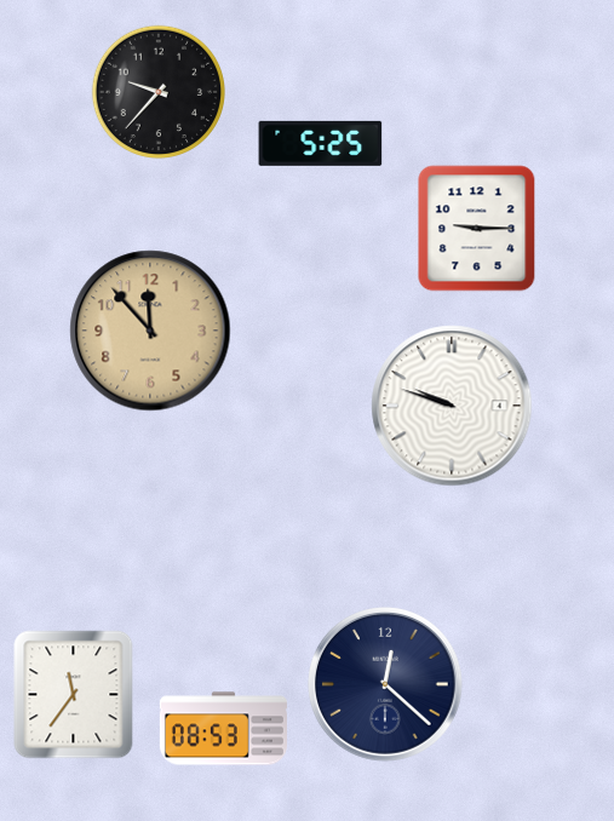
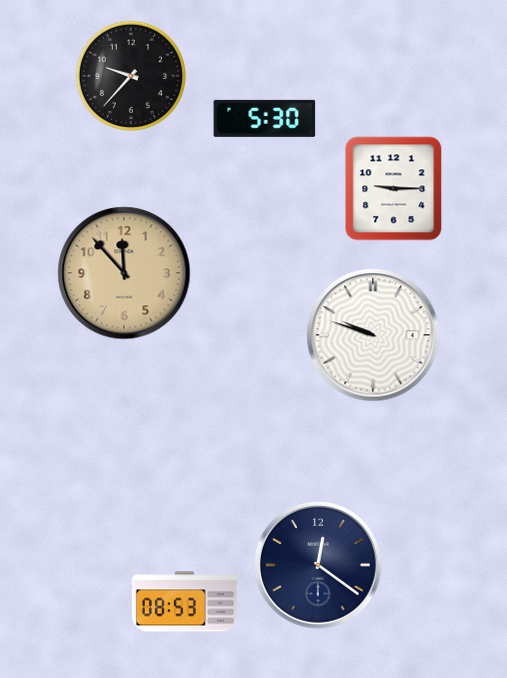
clock at (321, 143): 5:25 -> 5:30
clock at (386, 685): 12:22 -> 12:21
clock at (74, 695): 11:36 -> none
